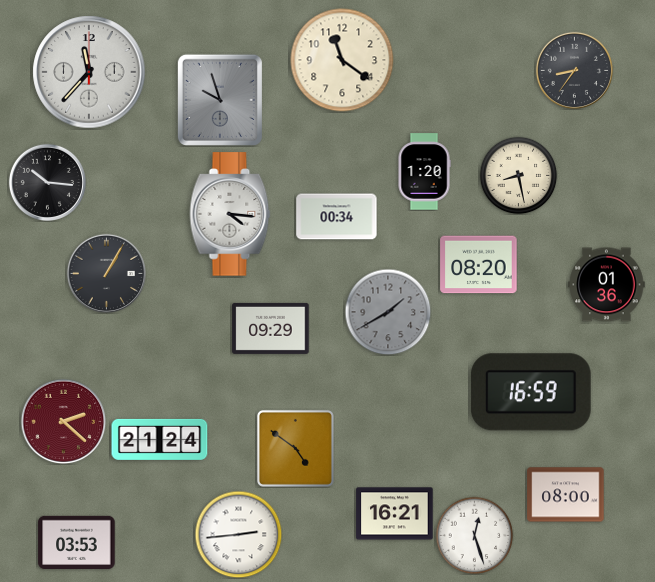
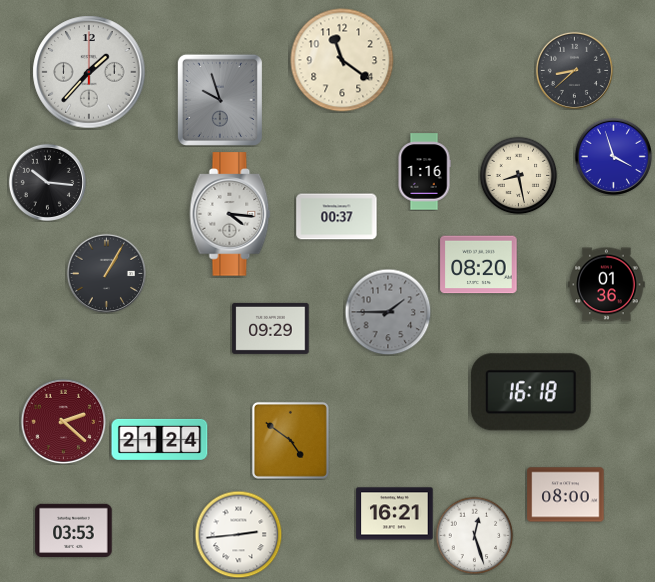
clock at (574, 70): 8:36 -> 8:38
clock at (89, 72): 11:37 -> 1:37
clock at (613, 156): none -> 3:57
clock at (424, 172): 1:20 -> 1:16
clock at (337, 217): 00:34 -> 00:37
clock at (388, 312): 1:40 -> 1:45
clock at (531, 392): 16:59 -> 16:18
clock at (295, 448) position: (295, 448) -> (290, 440)
clock at (77, 542) position: (77, 542) -> (74, 530)
